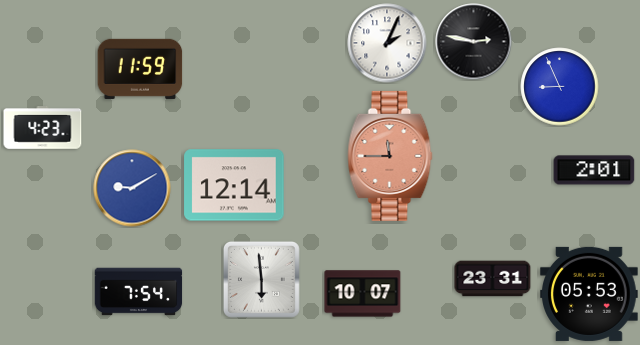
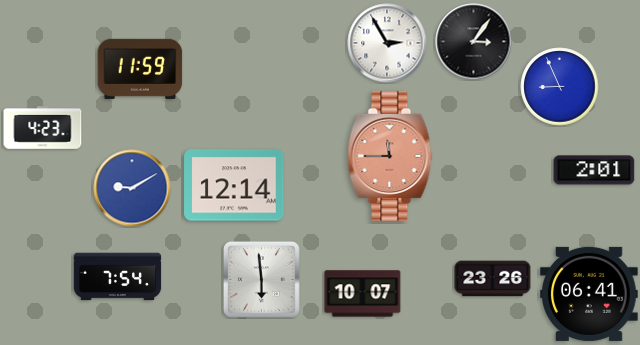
clock at (474, 42): 2:47 -> 3:06
clock at (387, 43): 2:04 -> 2:55
clock at (493, 279): 23:31 -> 23:26
clock at (139, 292) position: (139, 292) -> (118, 277)
clock at (589, 294): 05:53 -> 06:41
